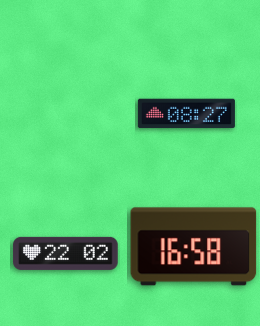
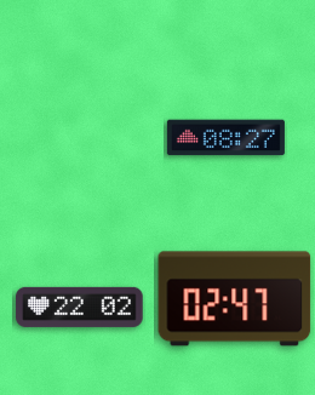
clock at (194, 247): 16:58 -> 02:47
